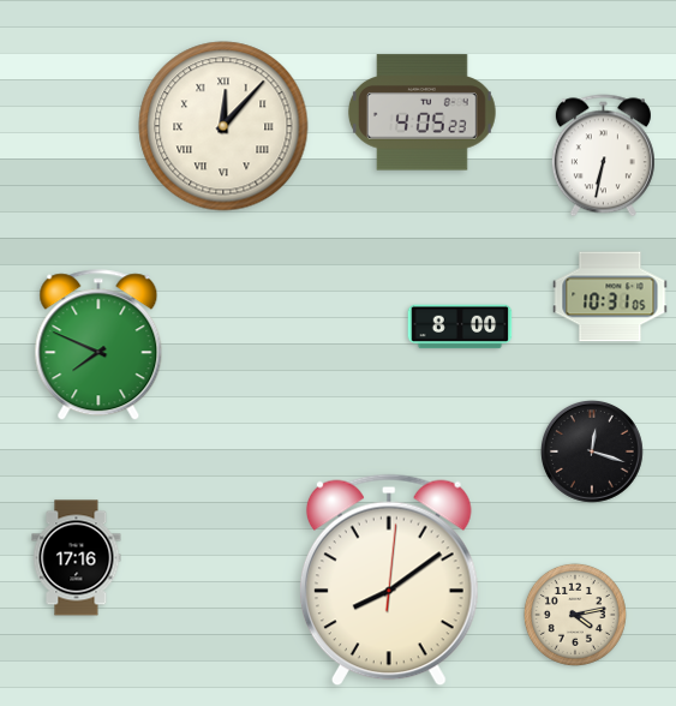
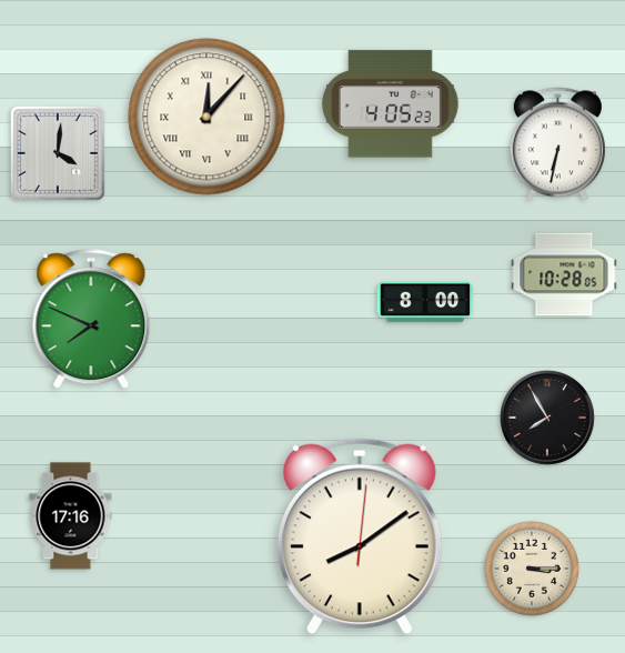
clock at (58, 153): none -> 4:01
clock at (610, 297): 10:31 -> 10:28
clock at (592, 451): 12:18 -> 7:55
clock at (575, 615): 4:13 -> 3:15
